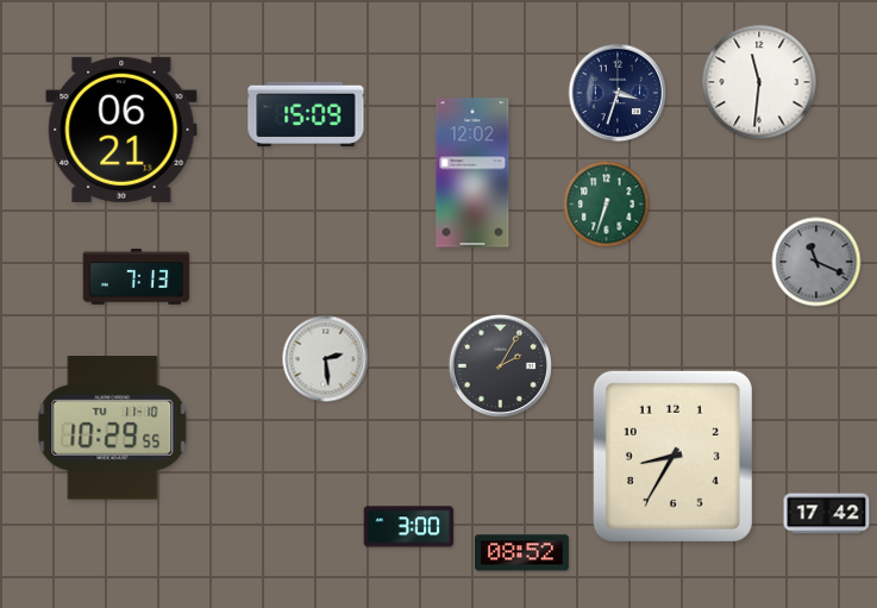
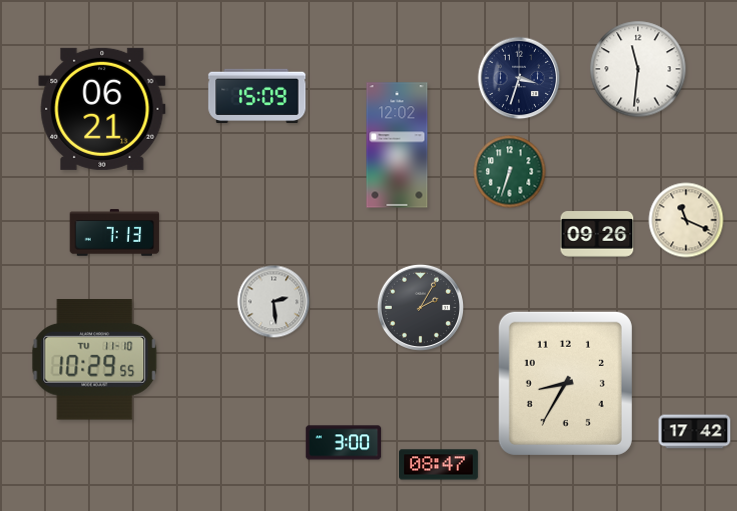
clock at (816, 262) dial: grey -> cream
clock at (597, 234): none -> 09:26
clock at (521, 553): 08:52 -> 08:47
